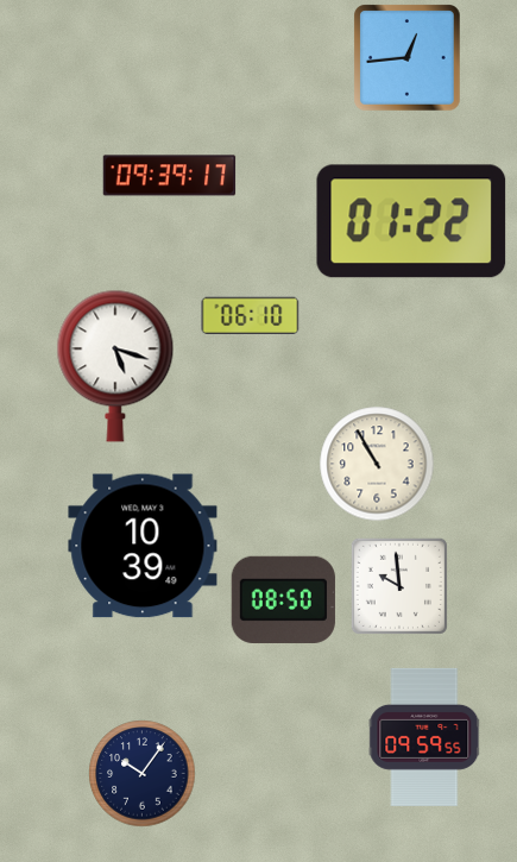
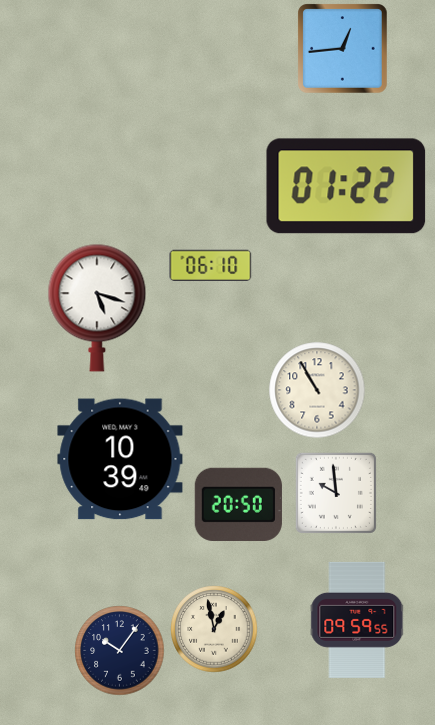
clock at (170, 176): 09:39 -> none
clock at (283, 599): 08:50 -> 20:50
clock at (214, 629): none -> 12:58
